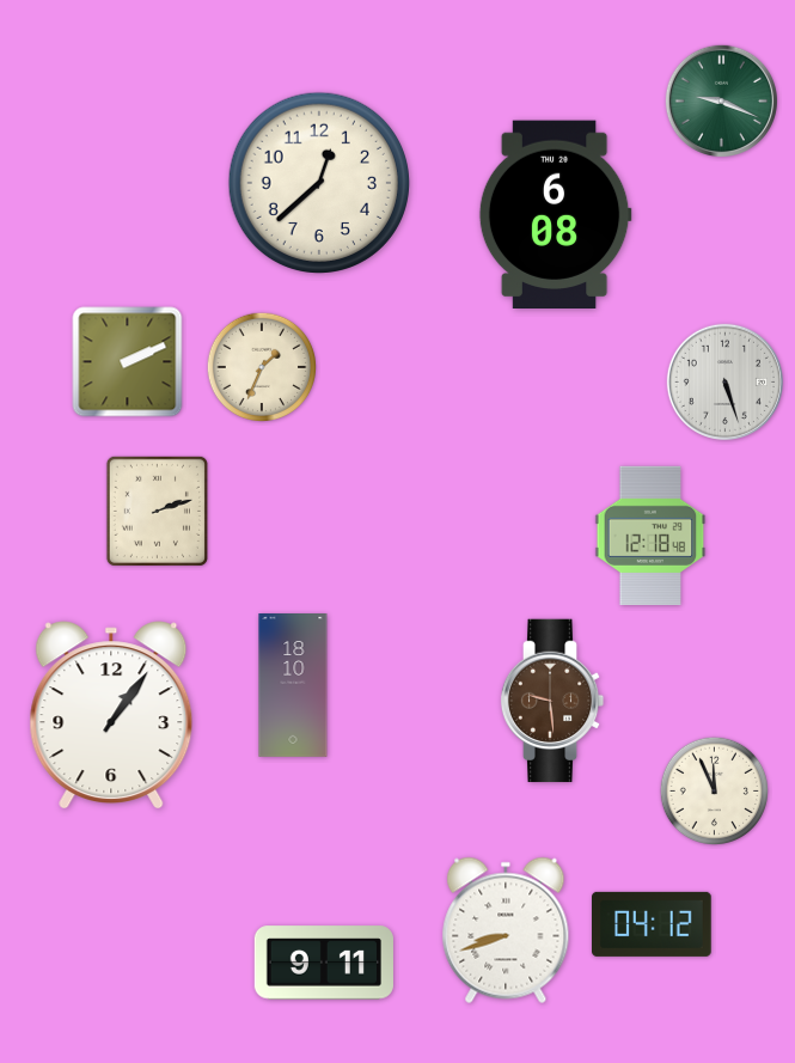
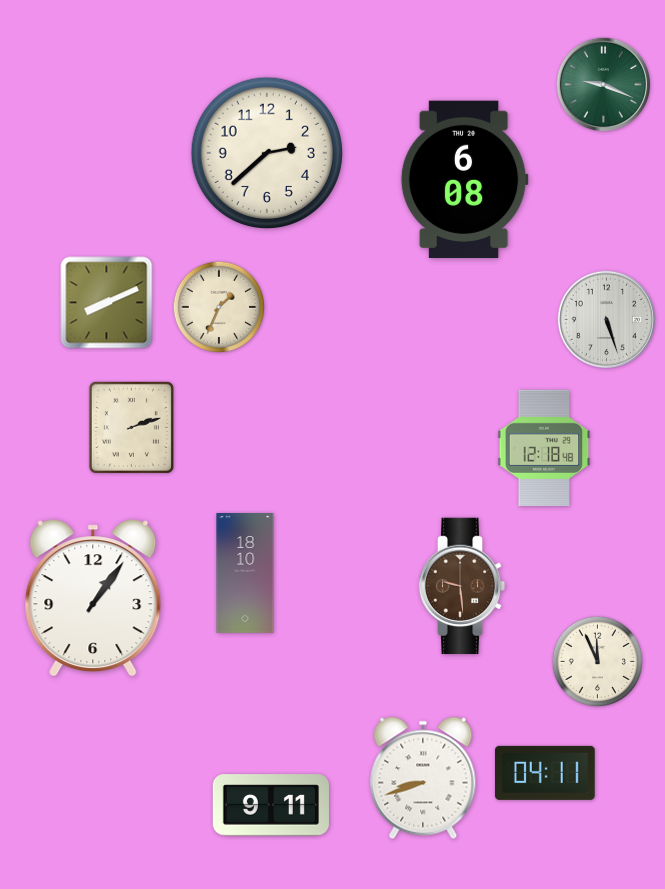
clock at (318, 182): 12:38 -> 2:38
clock at (128, 362): 2:11 -> 8:11
clock at (653, 924): 04:12 -> 04:11
